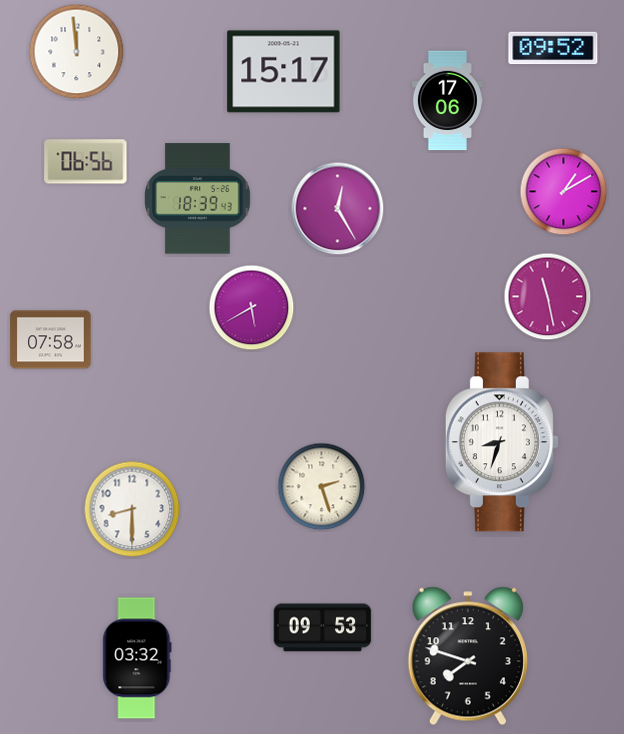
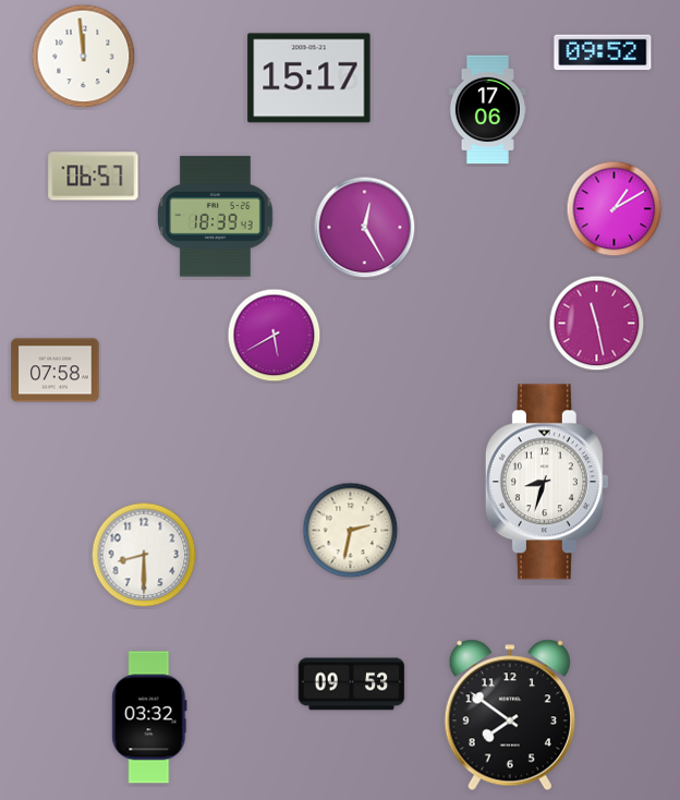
clock at (86, 162): 06:56 -> 06:57
clock at (338, 209) position: (338, 209) -> (365, 228)
clock at (322, 487): 2:27 -> 2:32
clock at (468, 656): 7:48 -> 7:51
